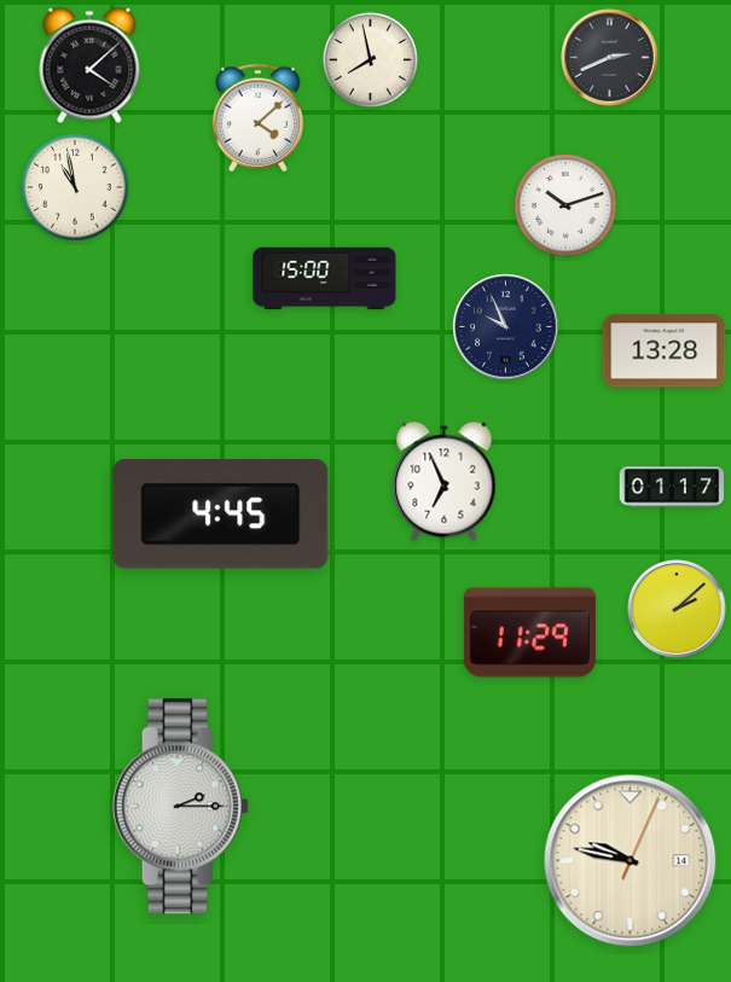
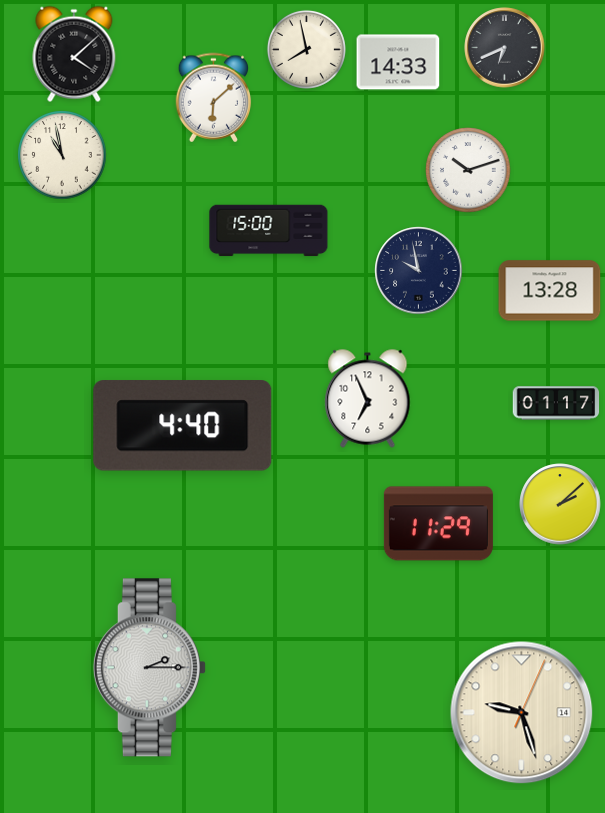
clock at (610, 58): 2:41 -> 6:41
clock at (398, 62): none -> 14:33
clock at (259, 118): 4:08 -> 6:08
clock at (506, 327): 9:56 -> 9:58
clock at (221, 515): 4:45 -> 4:40
clock at (631, 861): 9:47 -> 9:27
